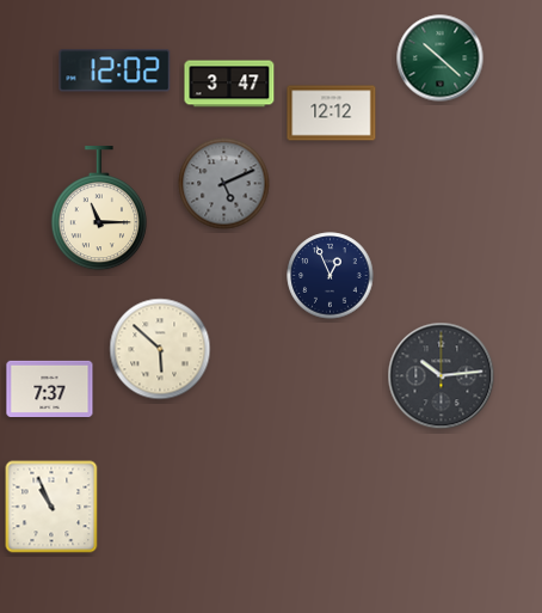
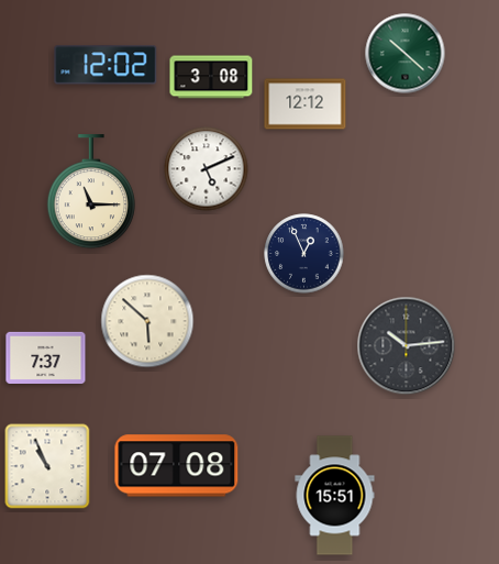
clock at (229, 84): 3:47 -> 3:08
clock at (224, 184) dial: grey -> white
clock at (177, 466): none -> 07:08
clock at (335, 496): none -> 15:51
